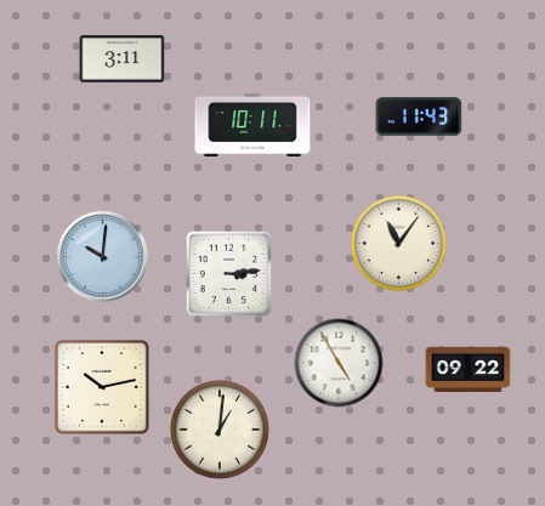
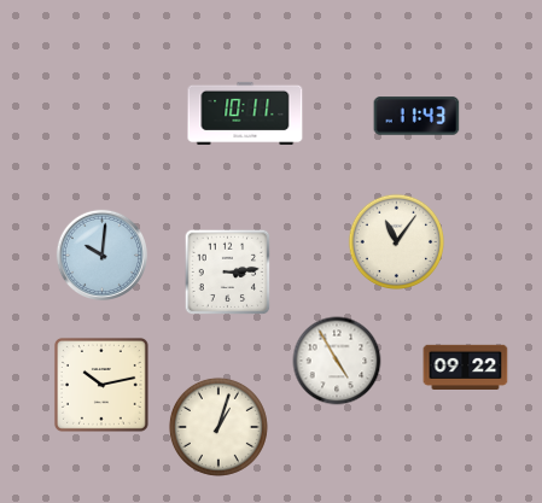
clock at (123, 59): 3:11 -> none
clock at (252, 125) position: (252, 125) -> (245, 113)
clock at (220, 430): 1:01 -> 1:03
